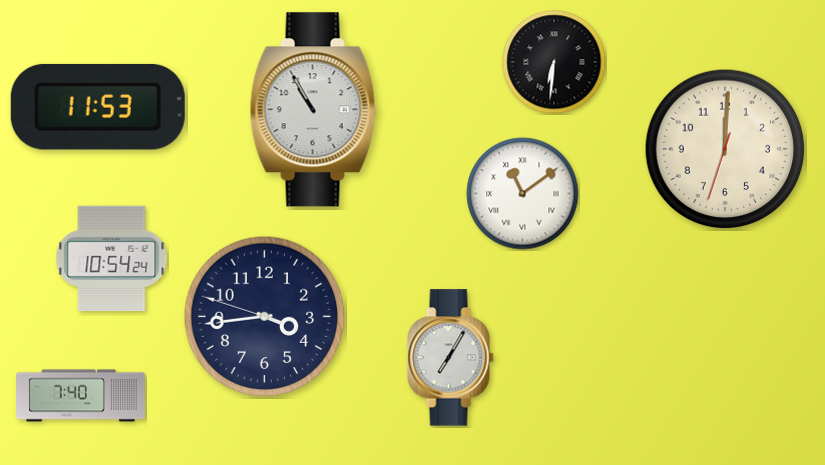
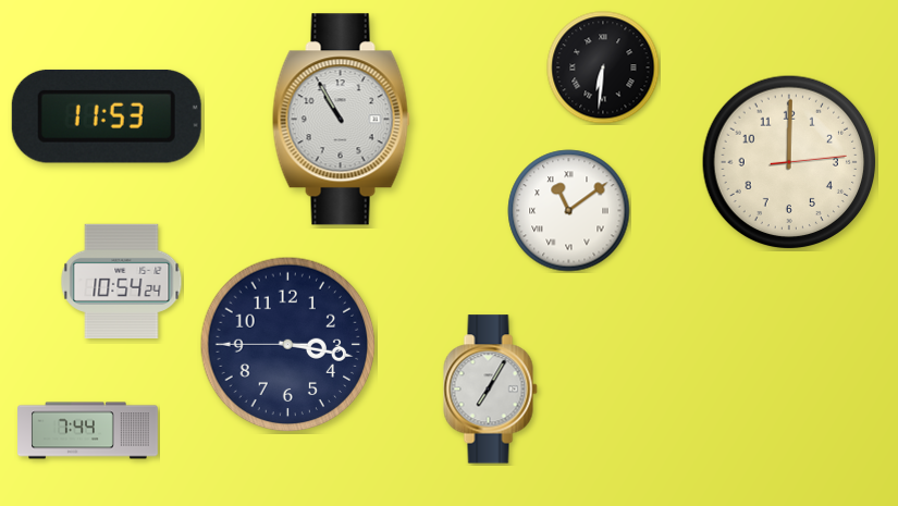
clock at (725, 149): 12:00:33 -> 12:00:14
clock at (265, 317): 3:43 -> 3:16
clock at (81, 396): 7:40 -> 7:44
